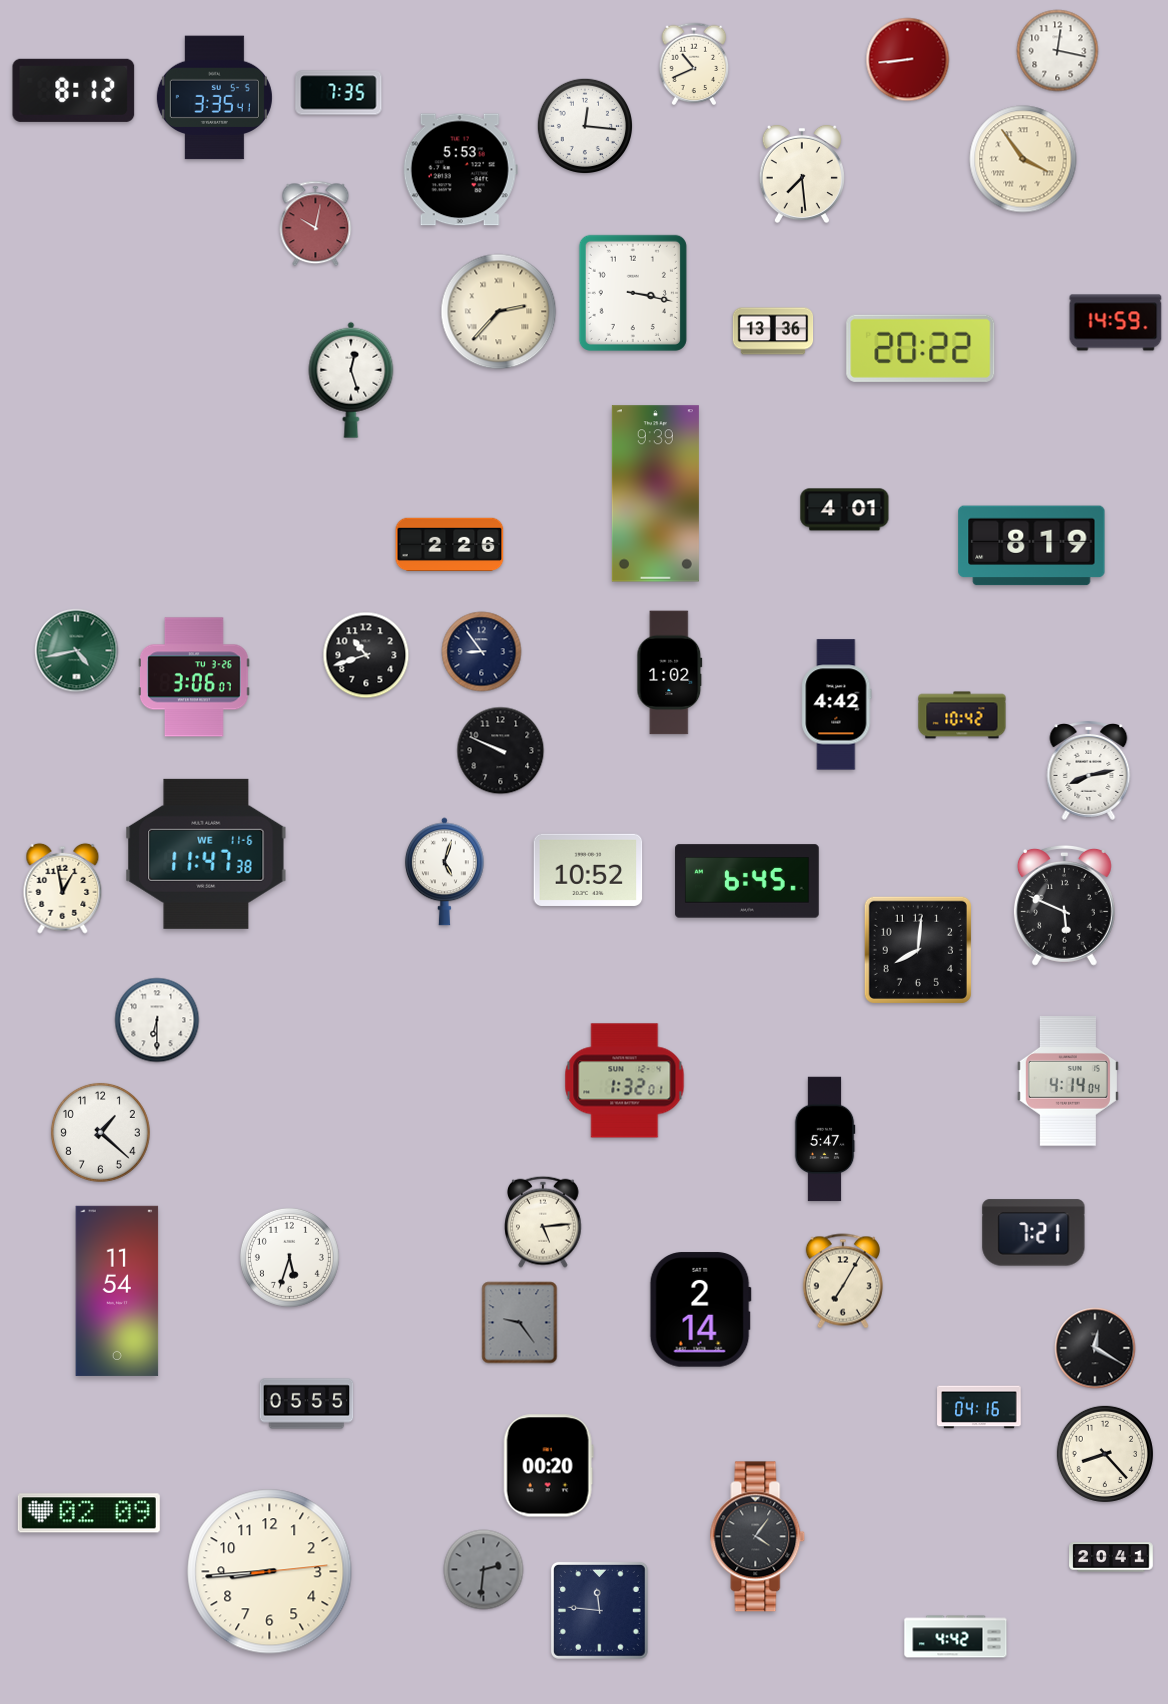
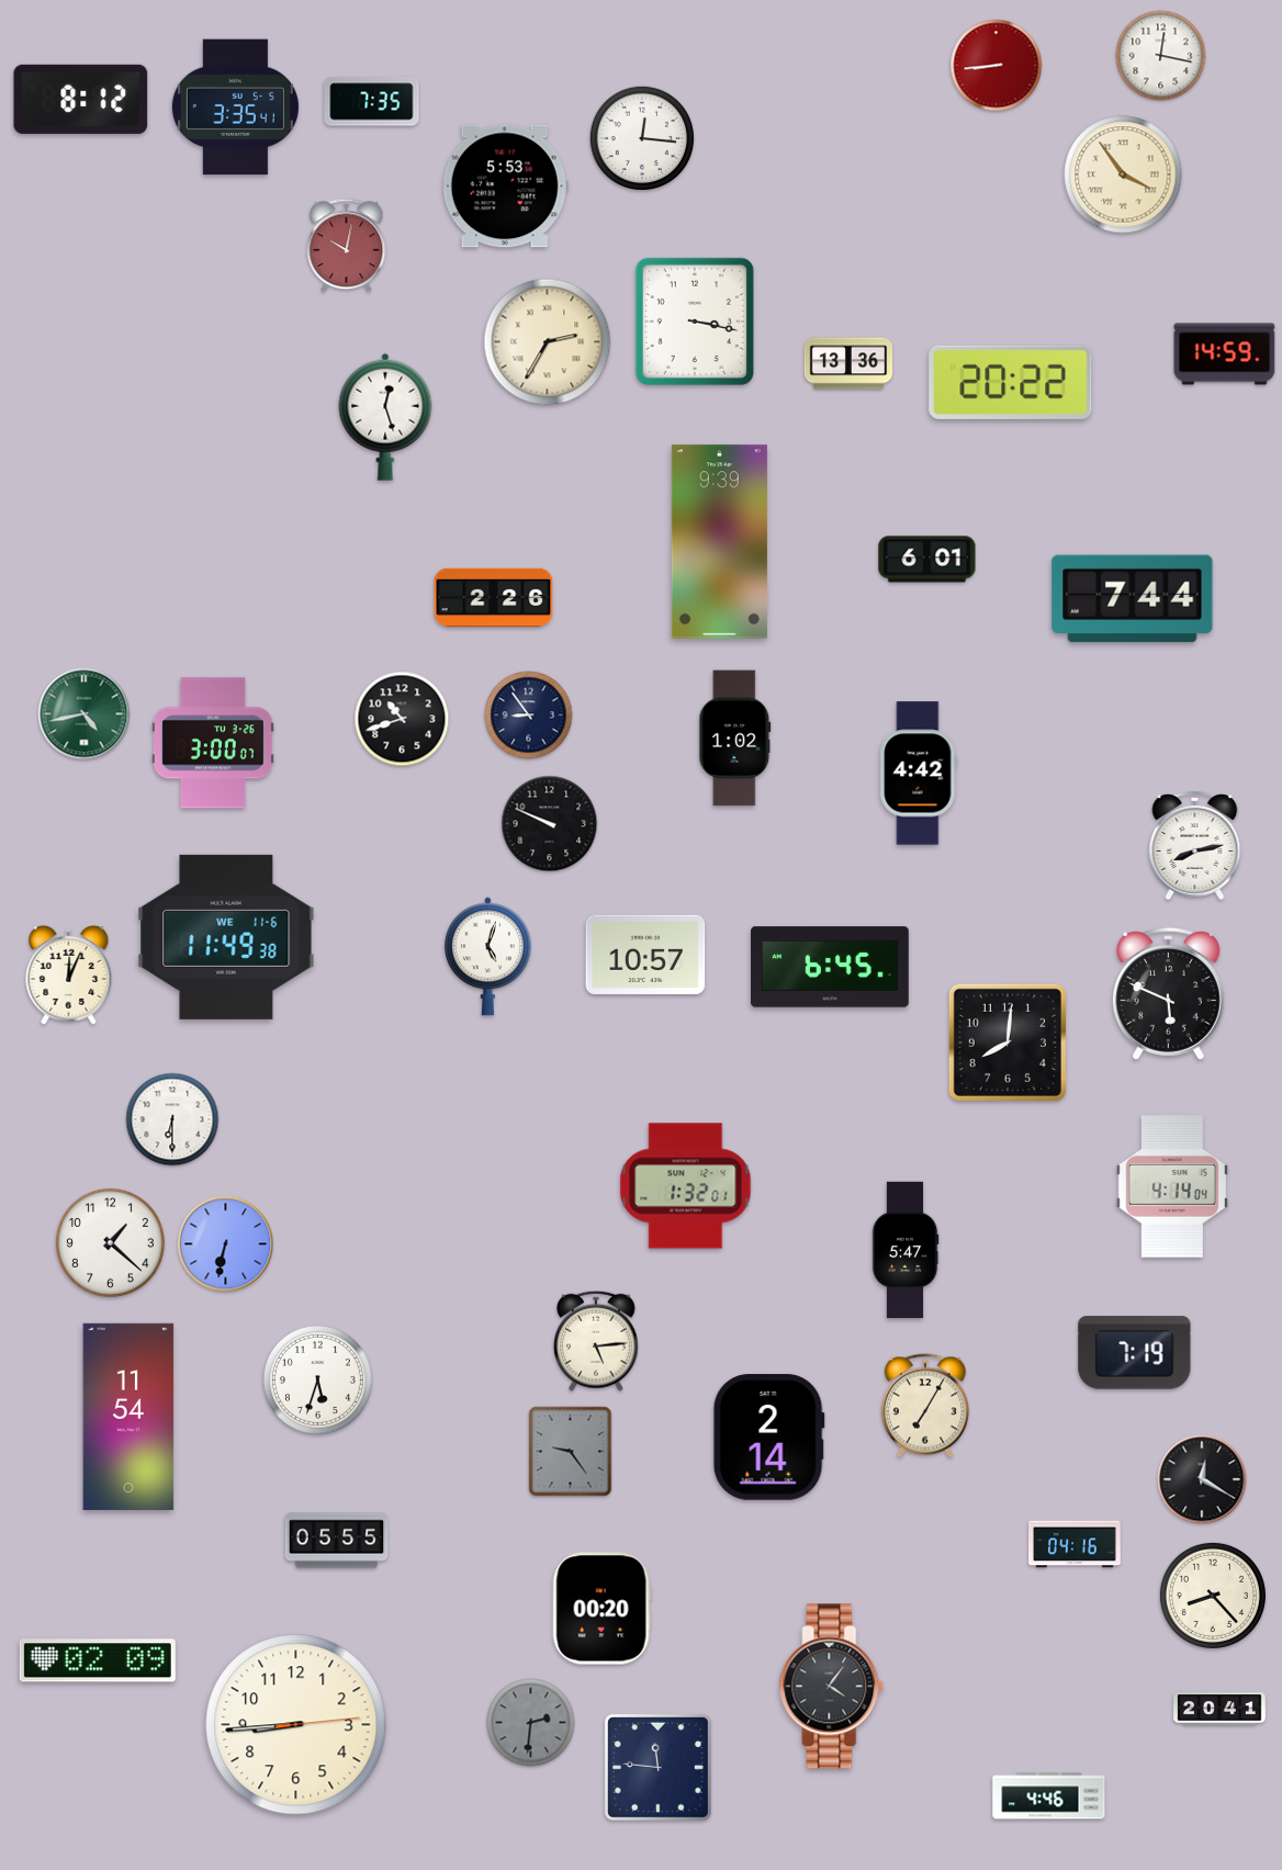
clock at (694, 64): 10:41 -> none
clock at (802, 174): 7:29 -> none
clock at (499, 312): 2:37 -> 2:35
clock at (845, 510): 4:01 -> 6:01
clock at (1032, 546): 8:19 -> 7:44
clock at (194, 677): 3:06 -> 3:00
clock at (962, 715): 10:42 -> none
clock at (206, 854): 11:47 -> 11:49
clock at (588, 870): 10:52 -> 10:57
clock at (747, 881) position: (747, 881) -> (830, 967)
clock at (63, 888): 12:58 -> 12:04
clock at (226, 1244): none -> 6:32
clock at (1034, 1233): 7:21 -> 7:19
clock at (956, 1637): 4:42 -> 4:46
